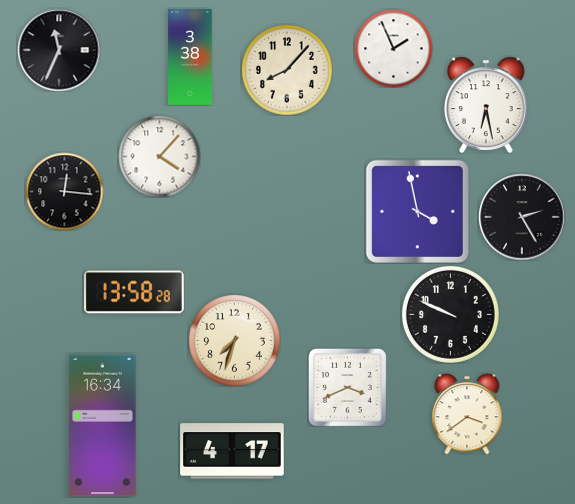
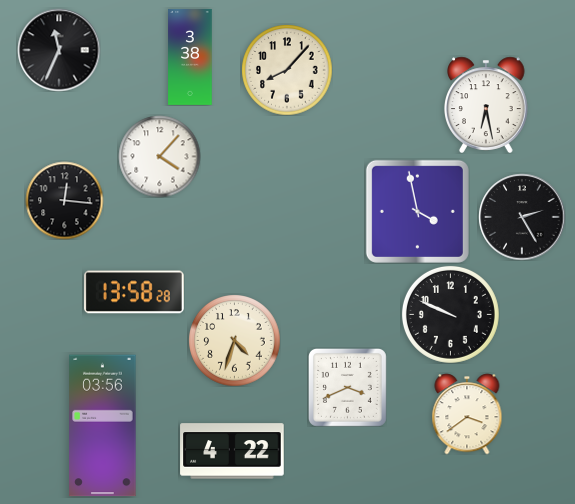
clock at (393, 48): 1:56 -> none
clock at (64, 191) position: (64, 191) -> (64, 200)
clock at (234, 340): 7:33 -> 4:33
clock at (103, 426): 16:34 -> 03:56
clock at (232, 451): 4:17 -> 4:22
